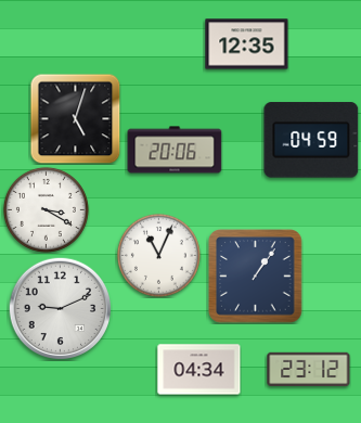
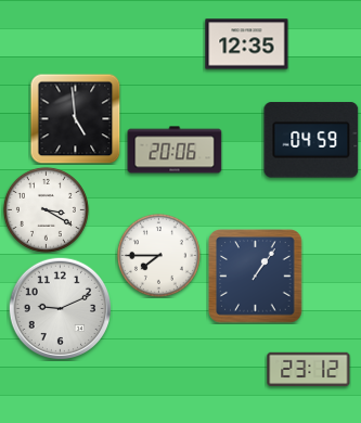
clock at (75, 118): 5:03 -> 4:59
clock at (158, 255): 11:04 -> 7:45
clock at (199, 370): 04:34 -> none
